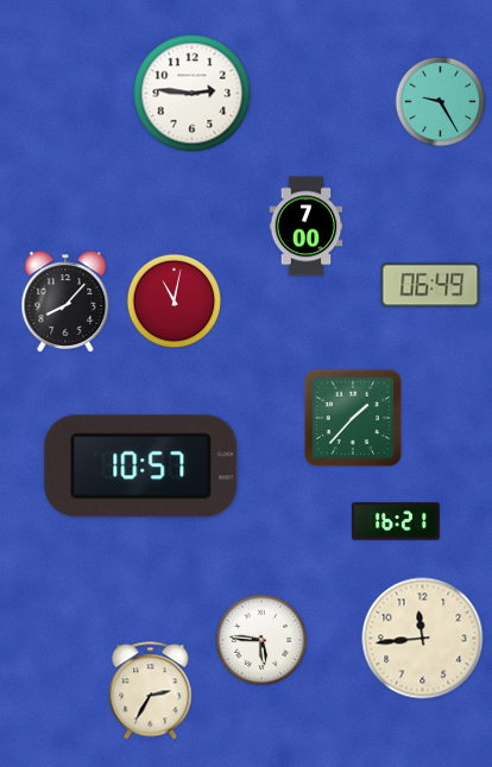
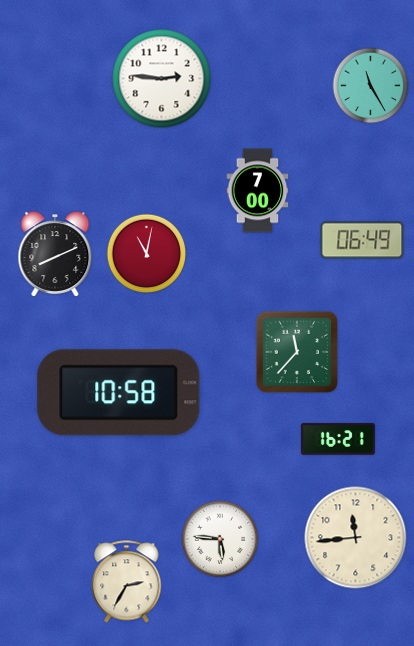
clock at (441, 102): 9:25 -> 11:25
clock at (65, 302): 8:07 -> 8:11
clock at (353, 418): 1:37 -> 11:37
clock at (141, 467): 10:57 -> 10:58
clock at (396, 521) position: (396, 521) -> (338, 439)
